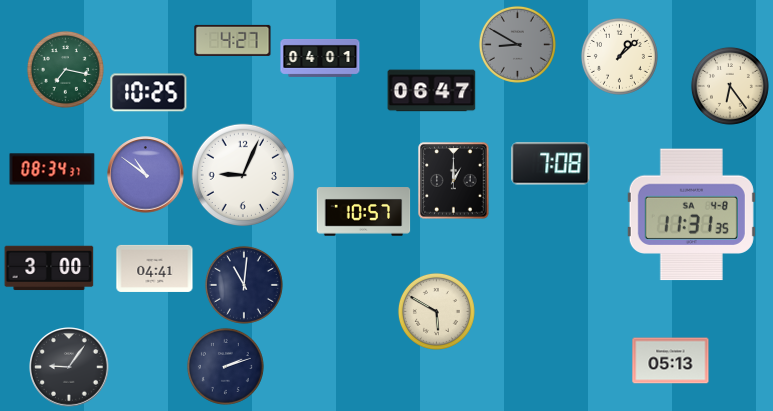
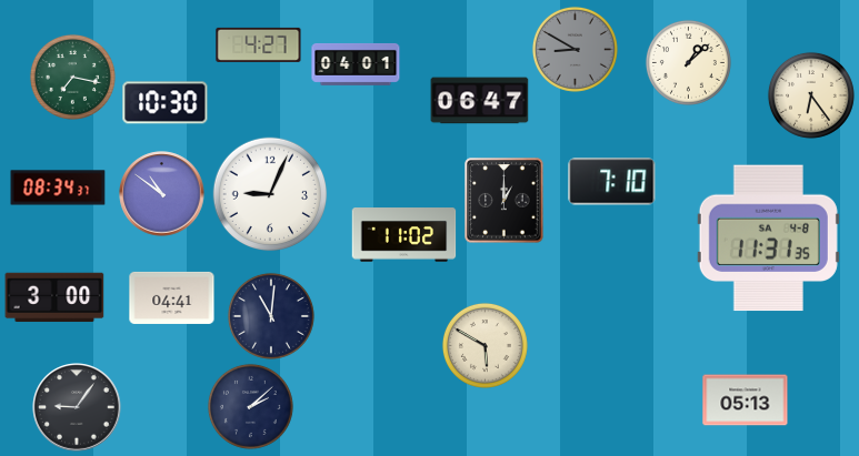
clock at (149, 93): 10:25 -> 10:30
clock at (551, 164): 7:08 -> 7:10
clock at (364, 212): 10:57 -> 11:02
clock at (225, 366): 2:12 -> 2:08
